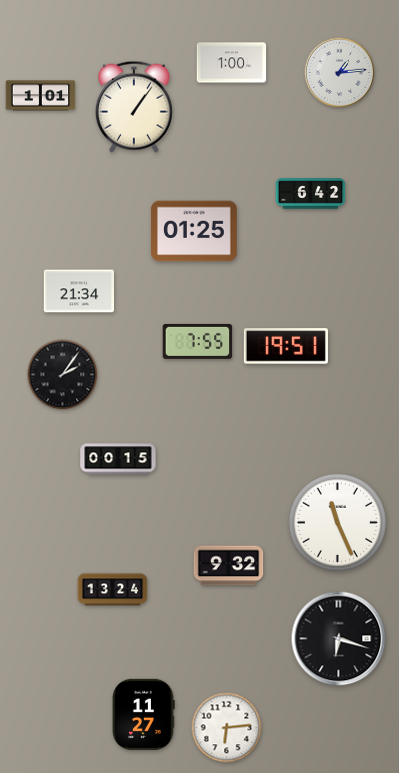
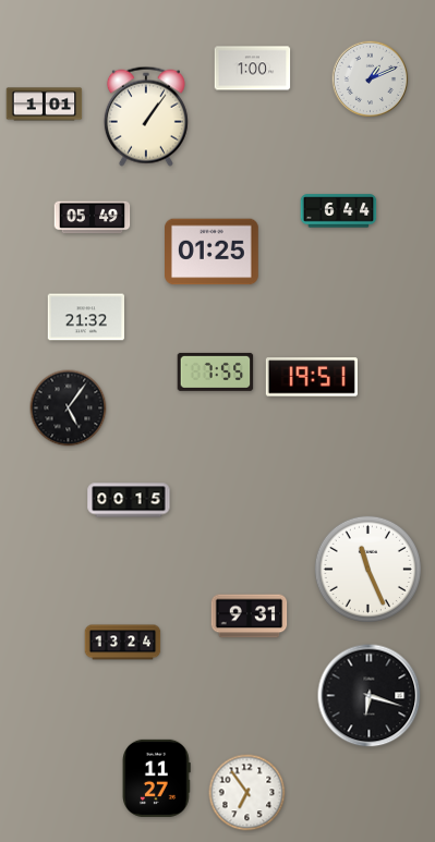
clock at (340, 73): 1:14 -> 1:11
clock at (311, 194): 6:42 -> 6:44
clock at (93, 218): none -> 05:49
clock at (79, 291): 21:34 -> 21:32
clock at (63, 375): 2:06 -> 5:06
clock at (229, 566): 9:32 -> 9:31
clock at (227, 728): 6:14 -> 6:54
